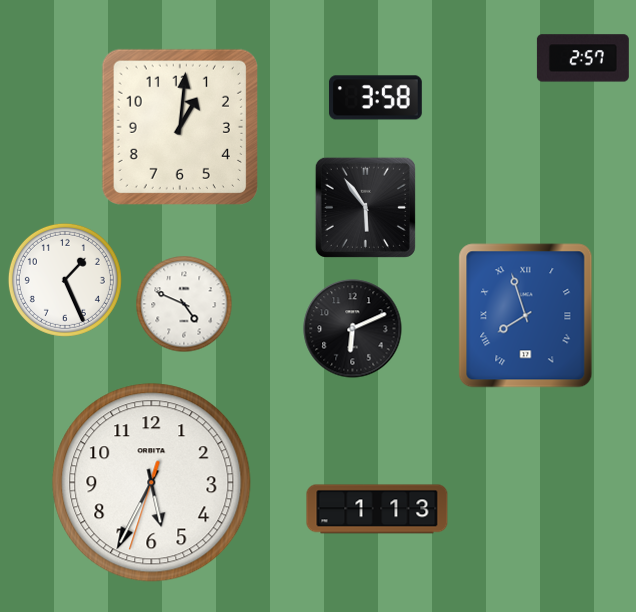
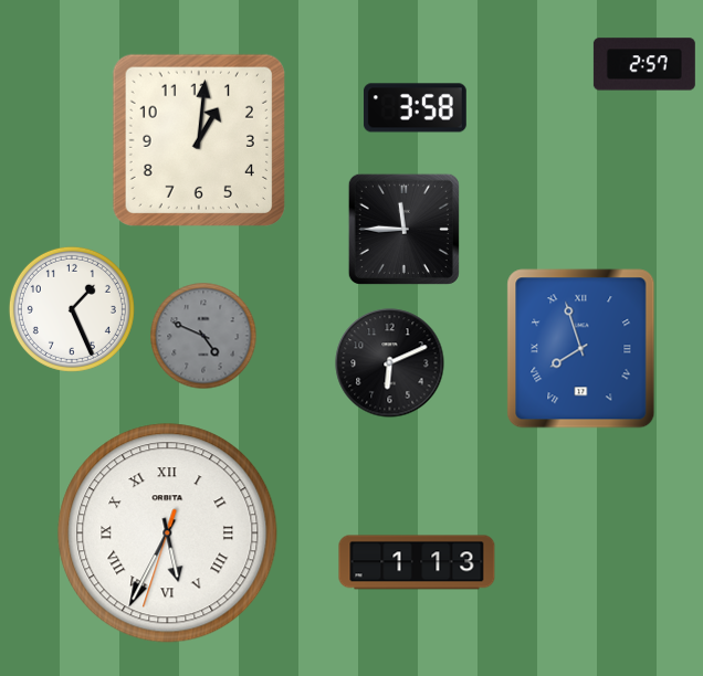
clock at (365, 207): 5:54 -> 11:45
clock at (184, 304) dial: white -> grey
clock at (152, 483) numerals: Arabic -> Roman
